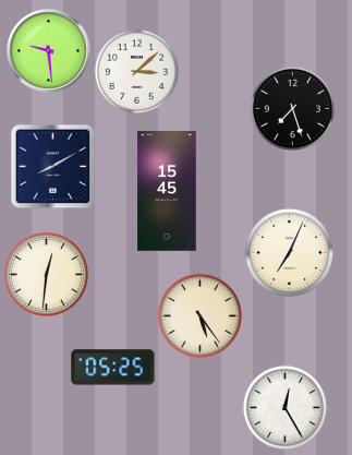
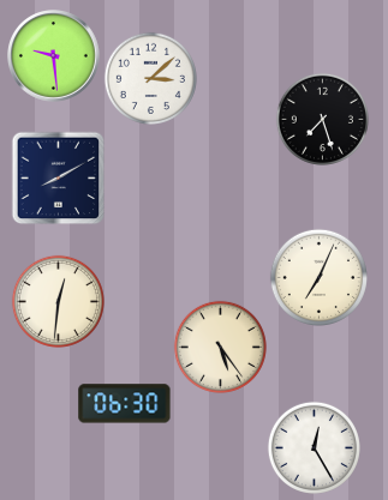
clock at (52, 166) position: (52, 166) -> (58, 177)
clock at (167, 191): 15:45 -> none
clock at (46, 274) position: (46, 274) -> (58, 301)
clock at (113, 368): 05:25 -> 06:30
